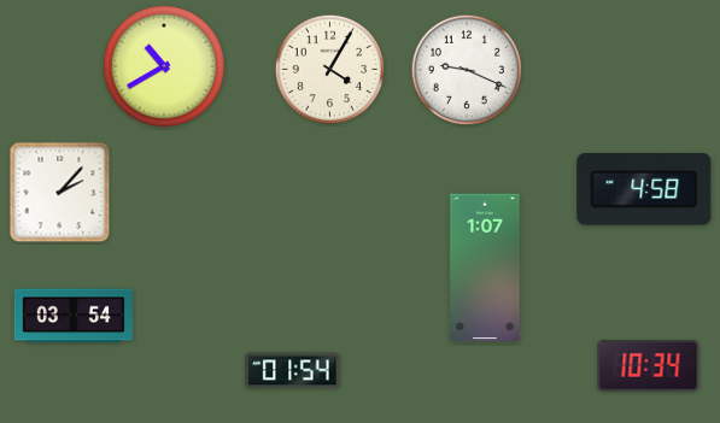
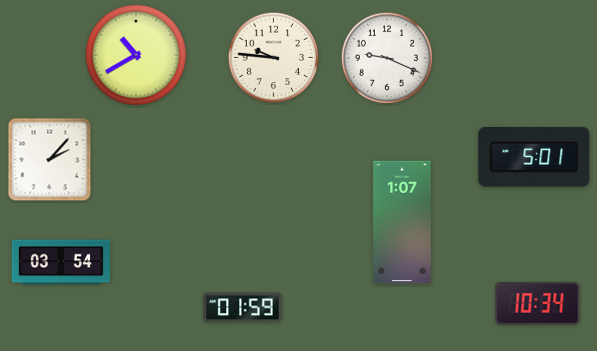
clock at (330, 70): 4:05 -> 9:46
clock at (644, 189): 4:58 -> 5:01
clock at (293, 371): 01:54 -> 01:59
